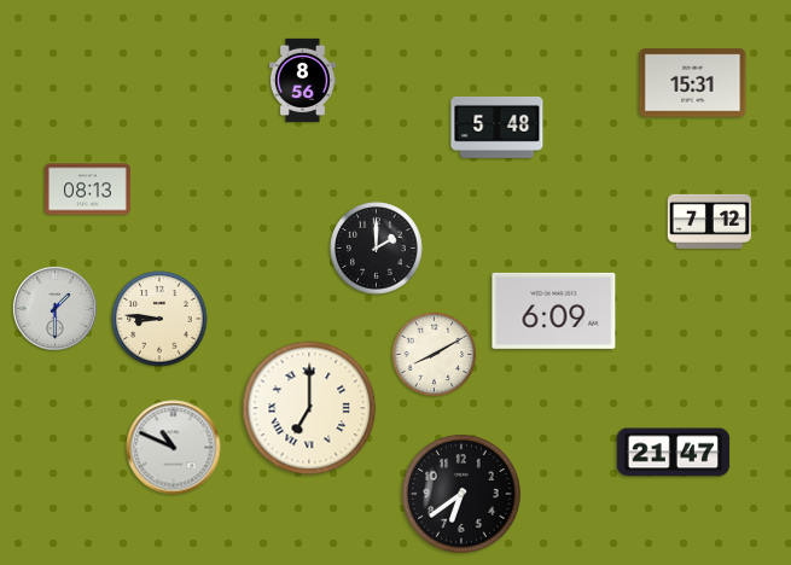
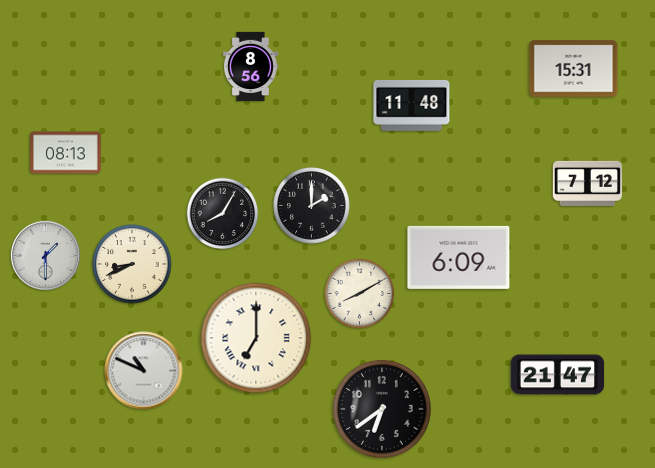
clock at (498, 127): 5:48 -> 11:48
clock at (88, 190) position: (88, 190) -> (66, 153)
clock at (223, 214): none -> 8:05
clock at (159, 319): 8:46 -> 8:41
